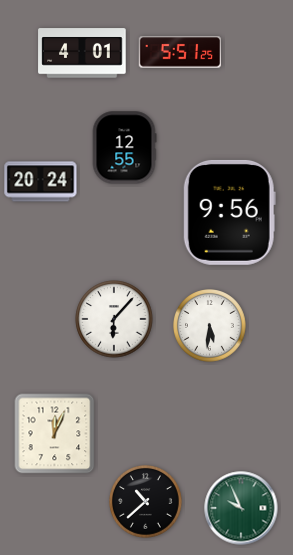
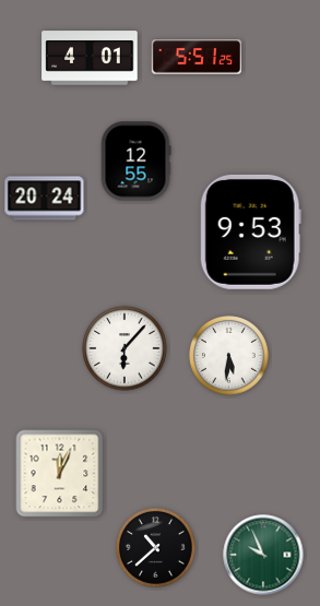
clock at (229, 212): 9:56 -> 9:53
clock at (146, 502) position: (146, 502) -> (156, 548)
